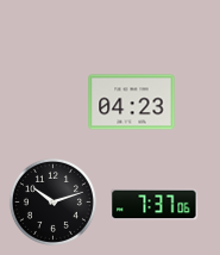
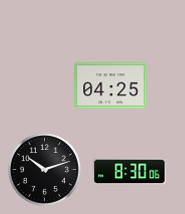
clock at (132, 102): 04:23 -> 04:25
clock at (155, 205): 7:37 -> 8:30
